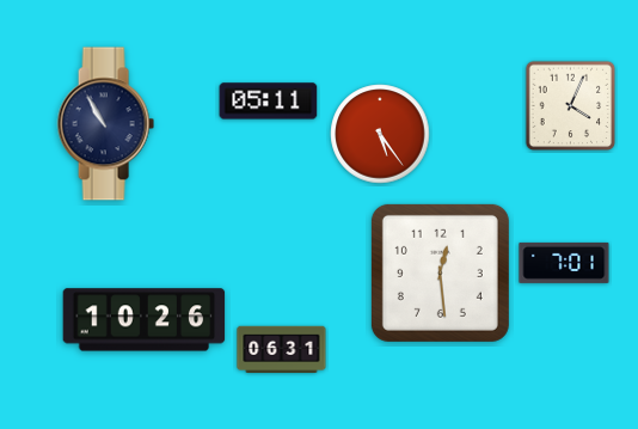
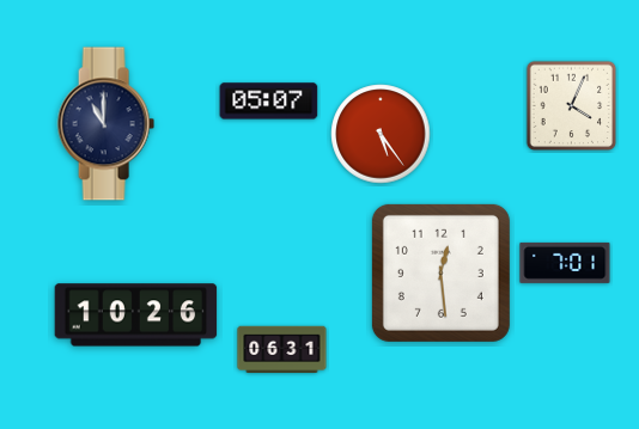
clock at (269, 102): 05:11 -> 05:07
clock at (105, 124): 10:55 -> 11:00
clock at (145, 320) position: (145, 320) -> (136, 315)
